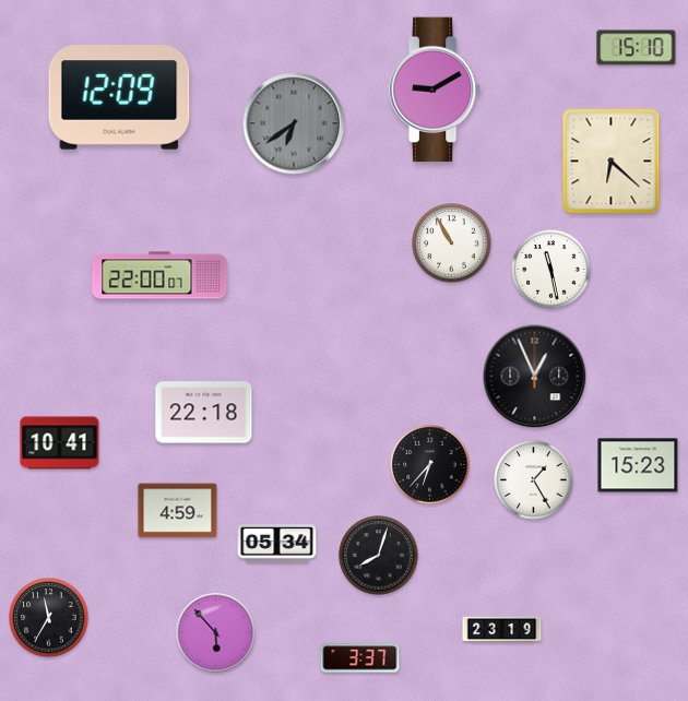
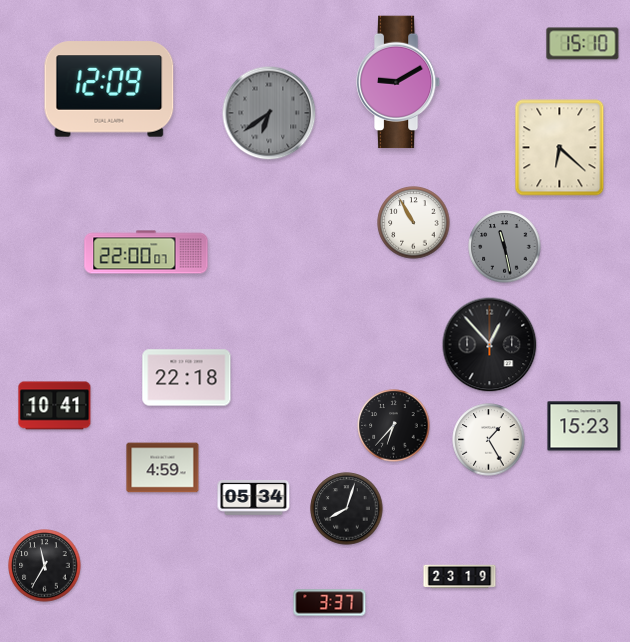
clock at (551, 270) dial: white -> grey
clock at (535, 377): 12:56 -> 12:53
clock at (216, 633): 5:53 -> none
